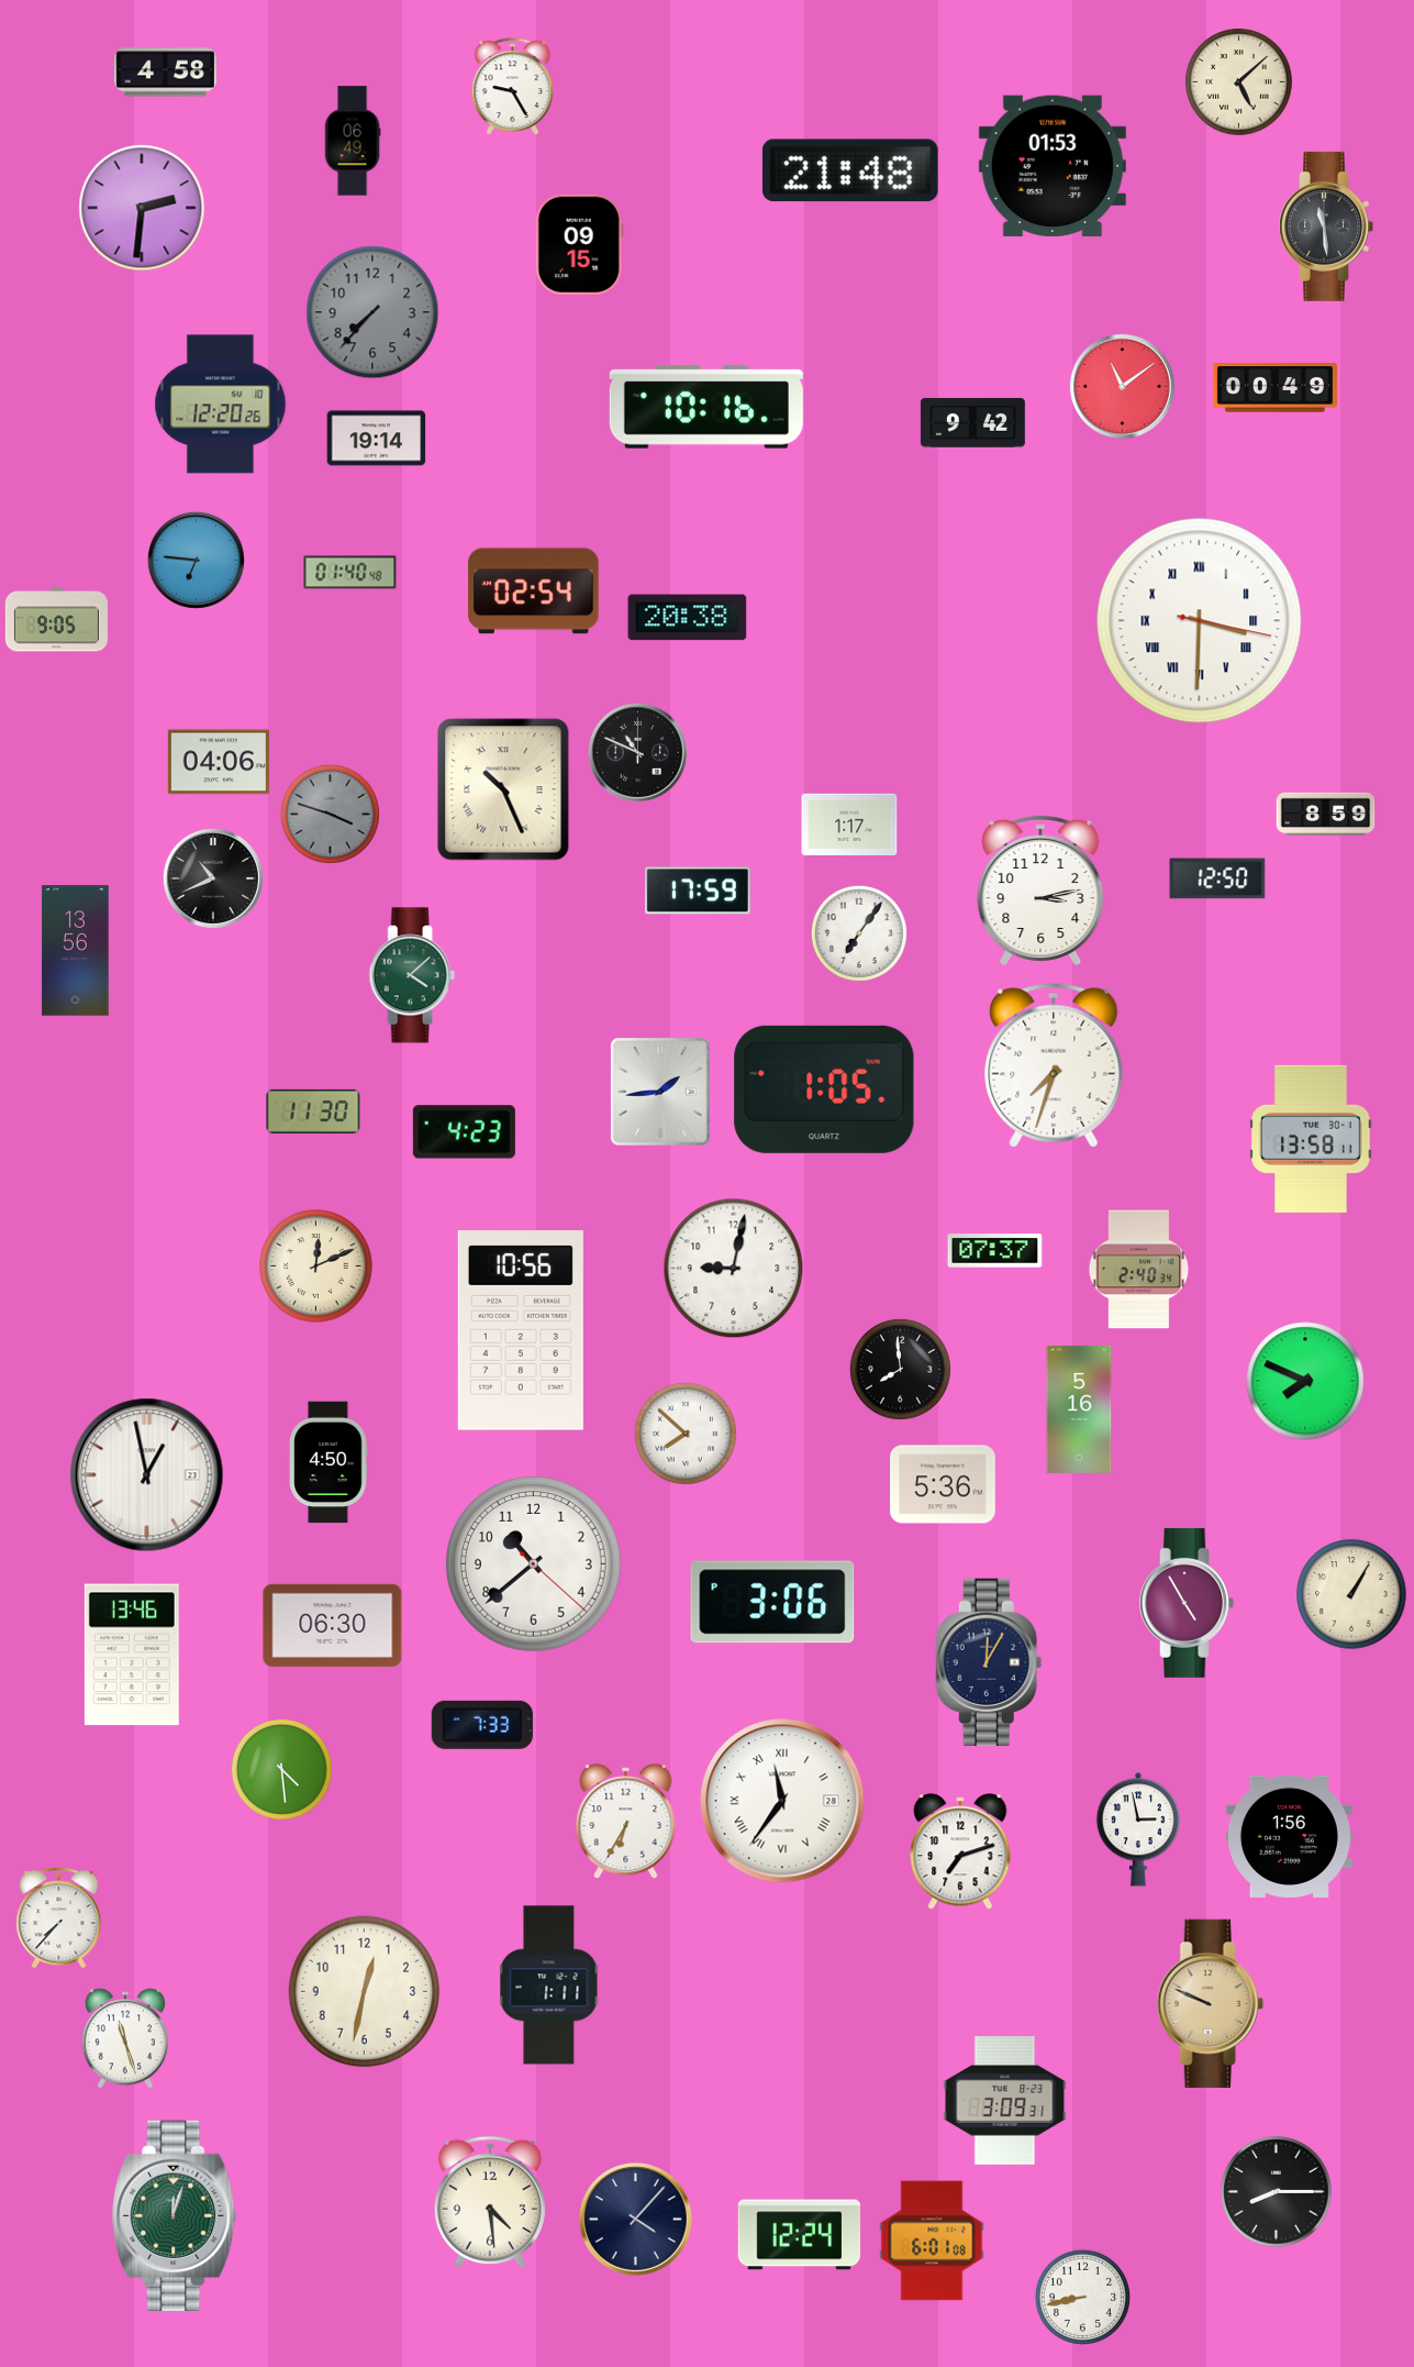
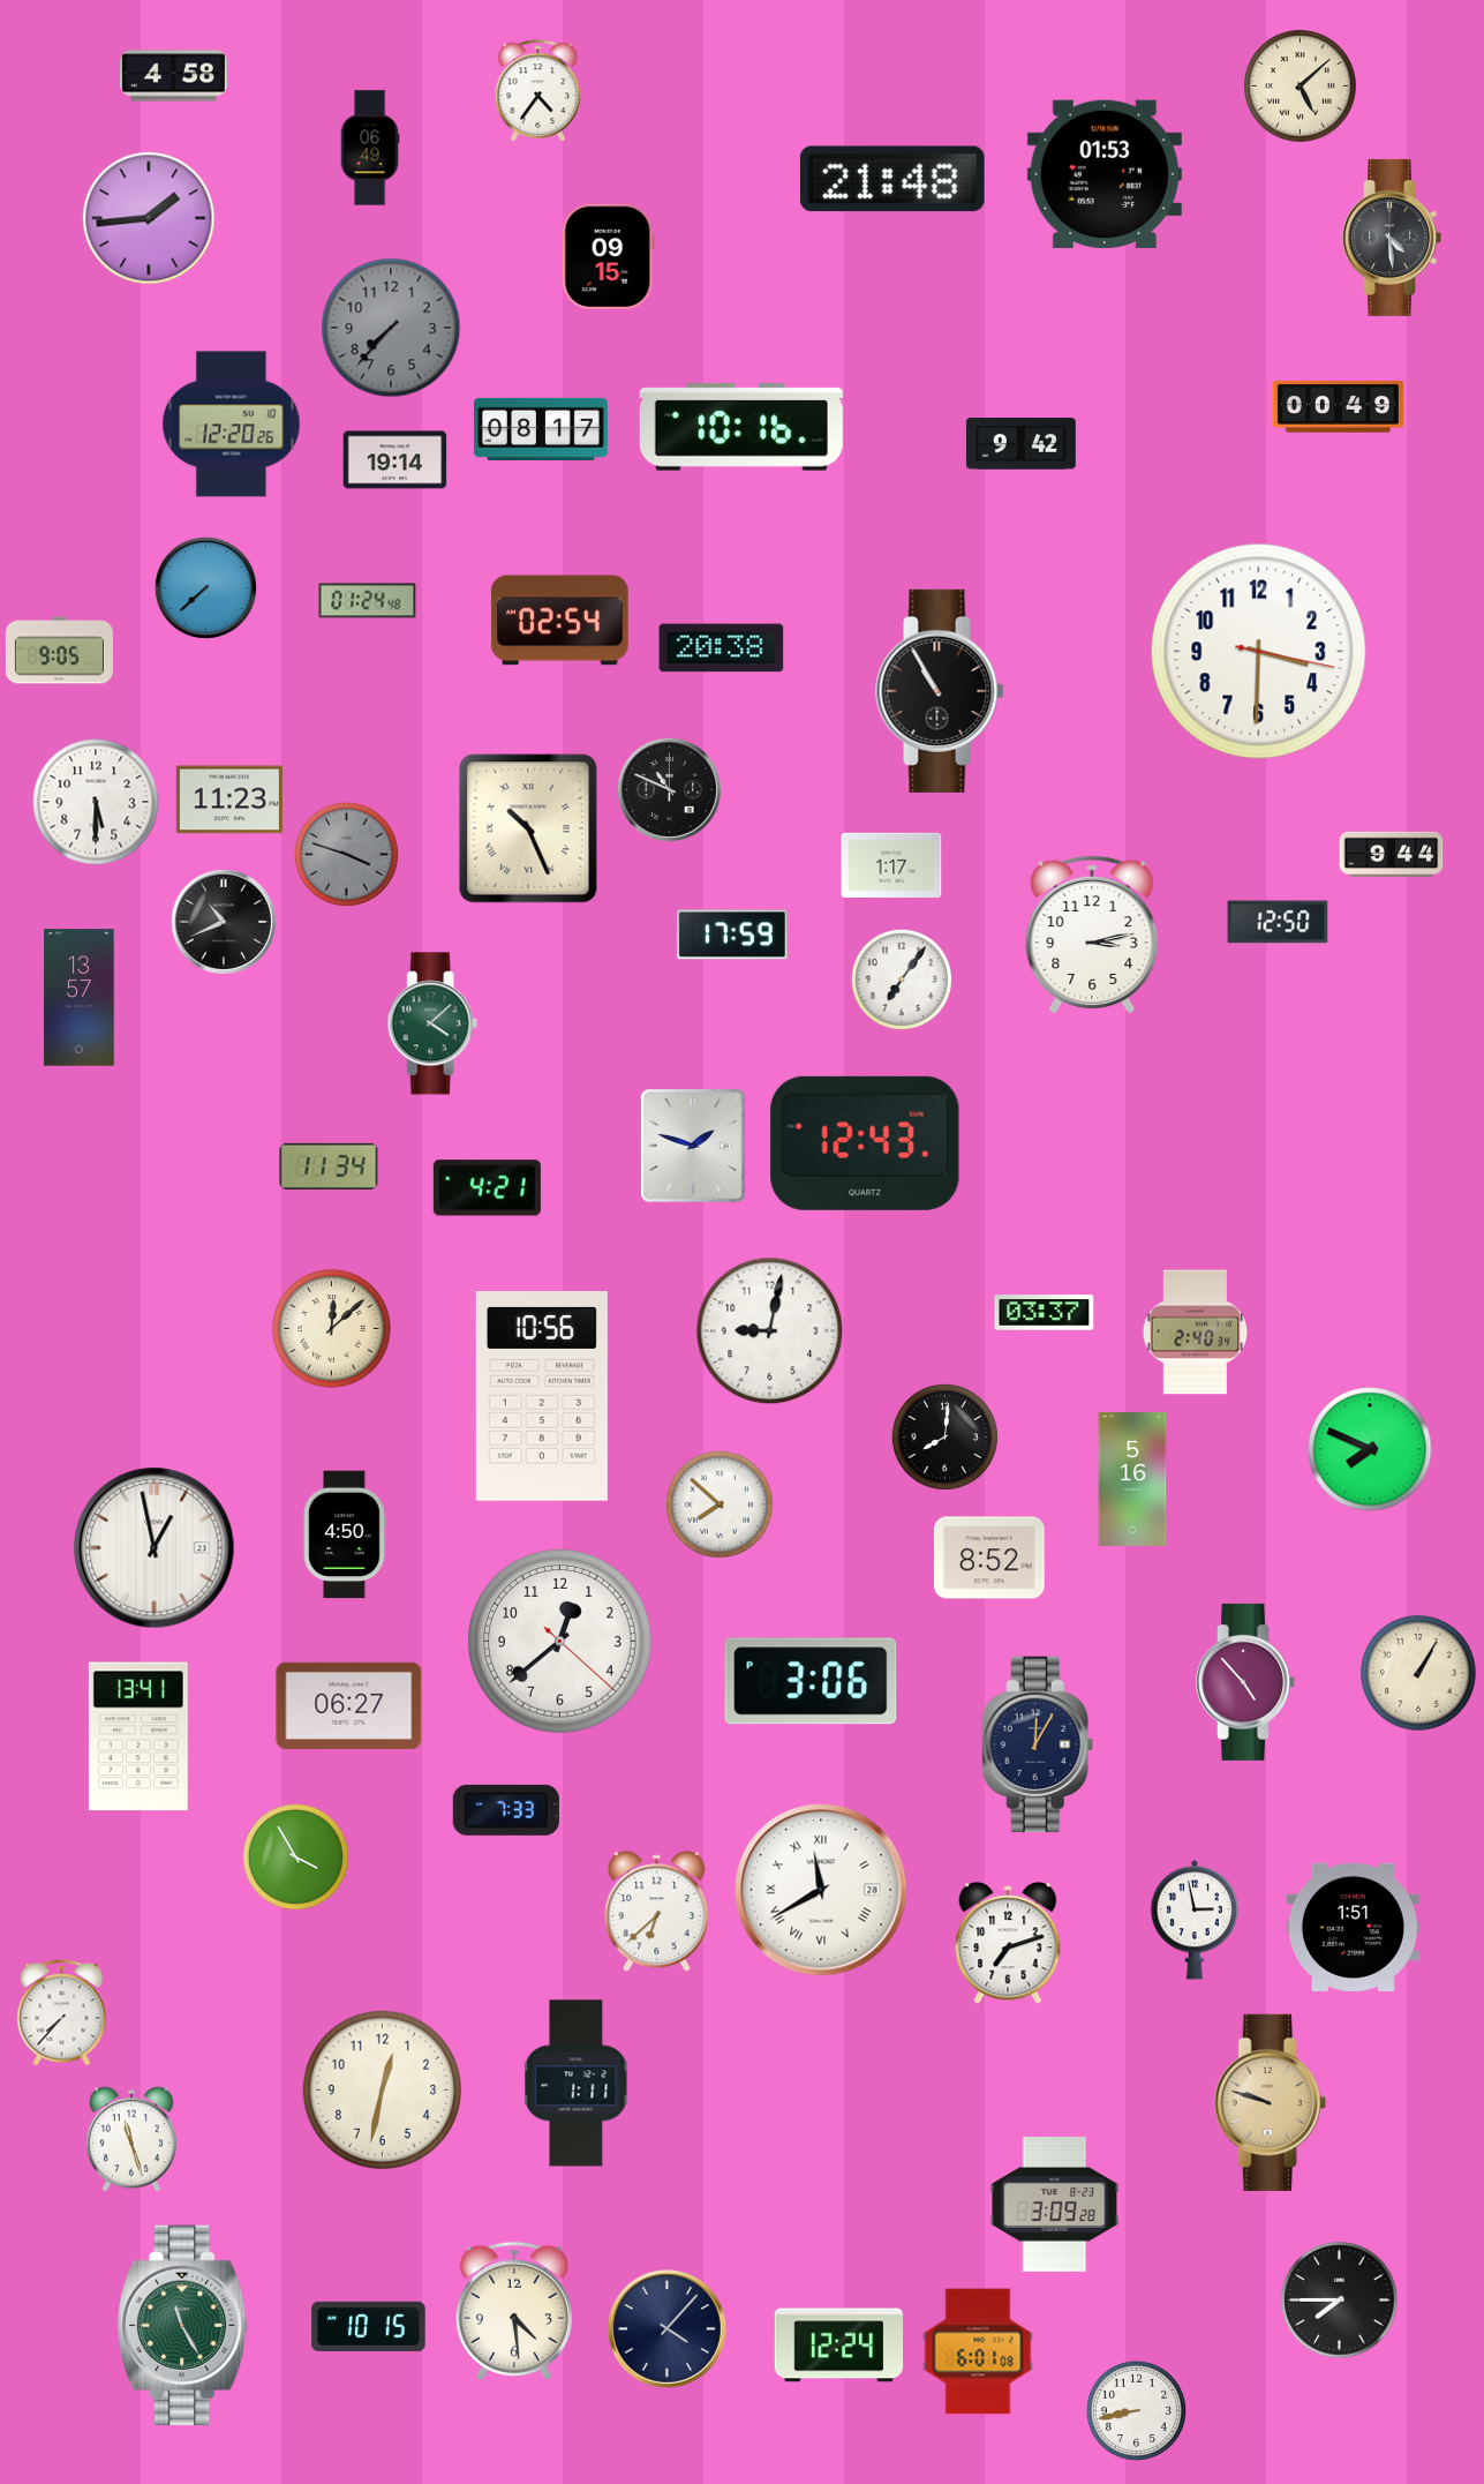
clock at (513, 87): 9:25 -> 4:36
clock at (142, 208): 2:31 -> 1:44
clock at (1326, 226): 11:29 -> 4:29
clock at (1122, 386): 11:09 -> none
clock at (541, 429): none -> 08:17
clock at (196, 560): 6:46 -> 7:38
clock at (350, 573): 01:40 -> 01:24
clock at (1200, 621) numerals: Roman -> Arabic
clock at (940, 691): none -> 10:55
clock at (219, 762): 04:06 -> 11:23
clock at (96, 802): none -> 5:30
clock at (1326, 815): 8:59 -> 9:44
clock at (76, 951): 13:56 -> 13:57
clock at (1054, 1065): 7:33 -> none
clock at (824, 1090): 1:05 -> 12:43
clock at (661, 1093): 1:44 -> 1:48
clock at (313, 1111): 11:30 -> 11:34
clock at (464, 1132): 4:23 -> 4:21
clock at (1311, 1139): 13:58 -> none
clock at (995, 1251): 07:37 -> 03:37
clock at (316, 1267): 12:11 -> 12:08
clock at (521, 1330) position: (521, 1330) -> (542, 1396)
clock at (900, 1369): 7:59 -> 8:01
clock at (944, 1484): 5:36 -> 8:52
clock at (534, 1564): 10:38 -> 12:38
clock at (1187, 1603): 4:55 -> 4:53
clock at (333, 1625): 06:30 -> 06:27
clock at (132, 1655): 13:46 -> 13:41
clock at (281, 1769): 4:29 -> 3:55
clock at (782, 1801): 11:36 -> 11:40
clock at (626, 1822): 6:35 -> 6:38
clock at (1289, 1836): 1:56 -> 1:51
clock at (1210, 2003): 9:49 -> 9:48
clock at (1005, 2101): 3:09:31 -> 3:09:28
clock at (1277, 2192): 8:15 -> 7:45
clock at (175, 2215): 12:03 -> 11:25
clock at (369, 2326): none -> 10:15
